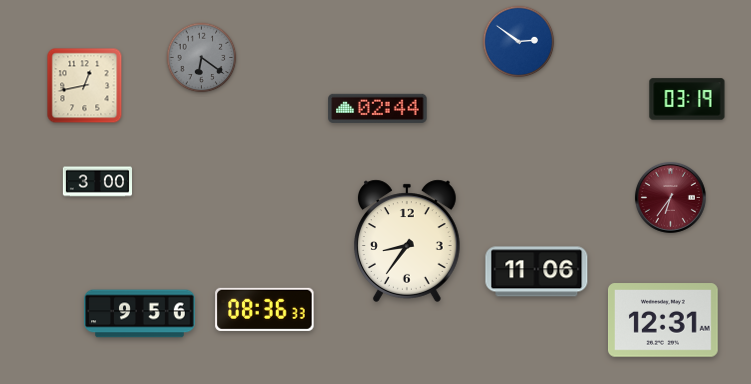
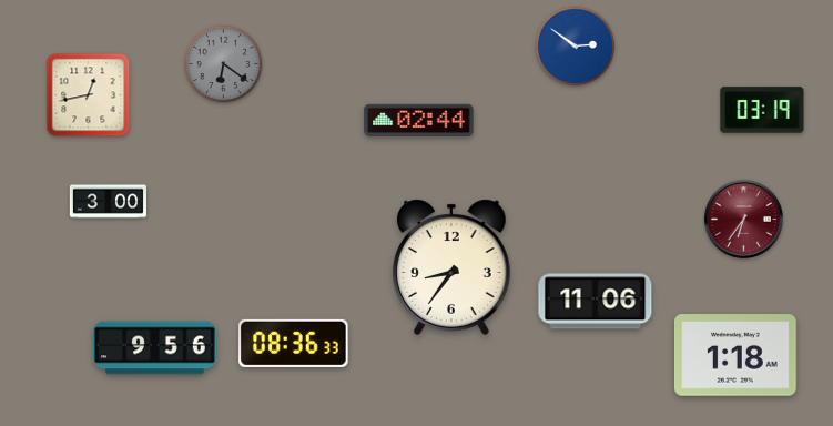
clock at (85, 86) position: (85, 86) -> (89, 95)
clock at (664, 320): 12:31 -> 1:18
